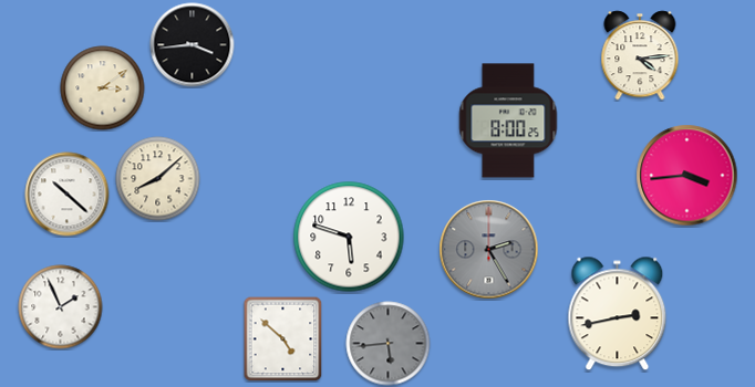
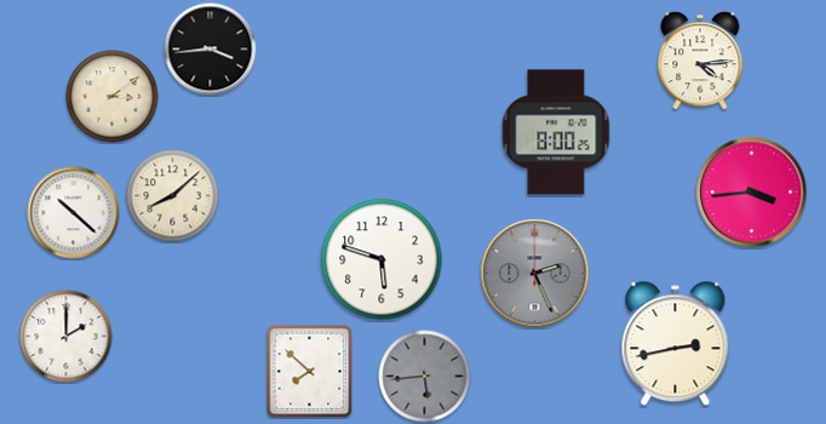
clock at (489, 250): 2:25 -> 2:26
clock at (61, 307): 1:56 -> 2:00
clock at (283, 338): 4:52 -> 7:52
